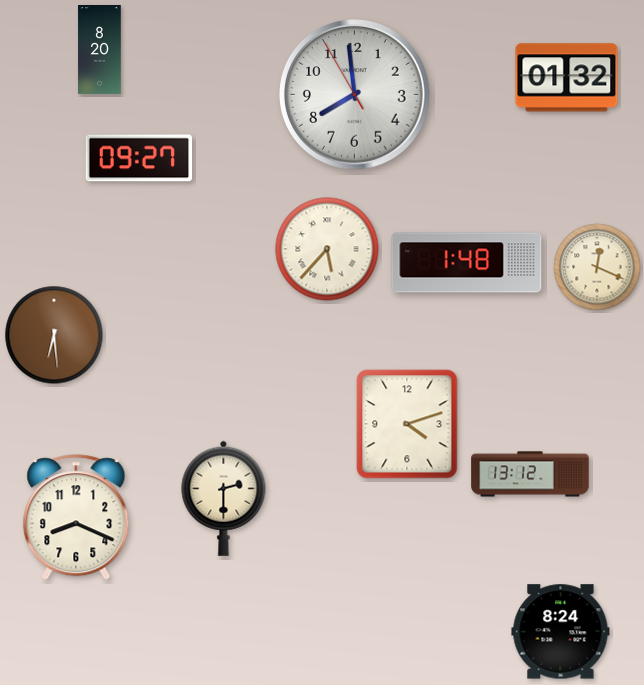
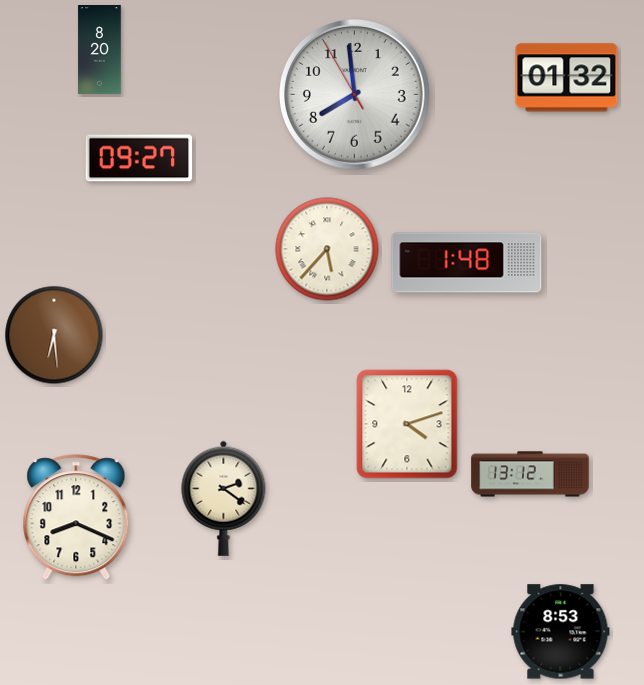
clock at (597, 267): 12:19 -> none
clock at (224, 498): 2:30 -> 2:21
clock at (561, 632): 8:24 -> 8:53
